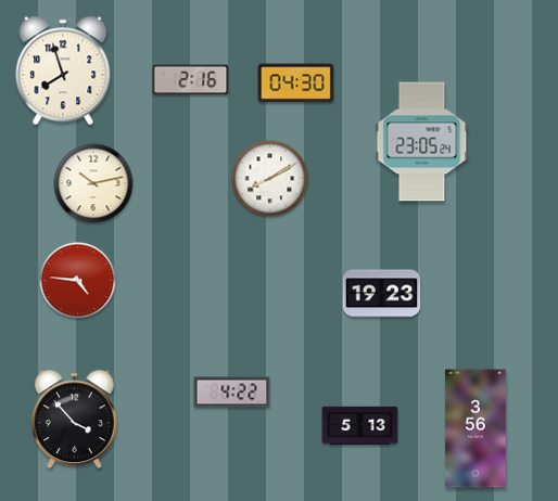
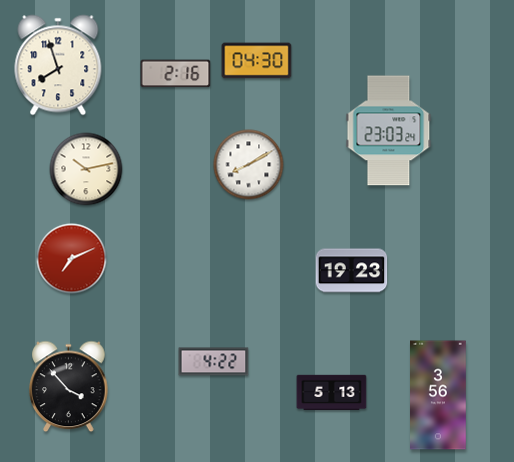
clock at (296, 83) position: (296, 83) -> (257, 61)
clock at (422, 142): 23:05 -> 23:03
clock at (78, 281): 4:46 -> 7:11
